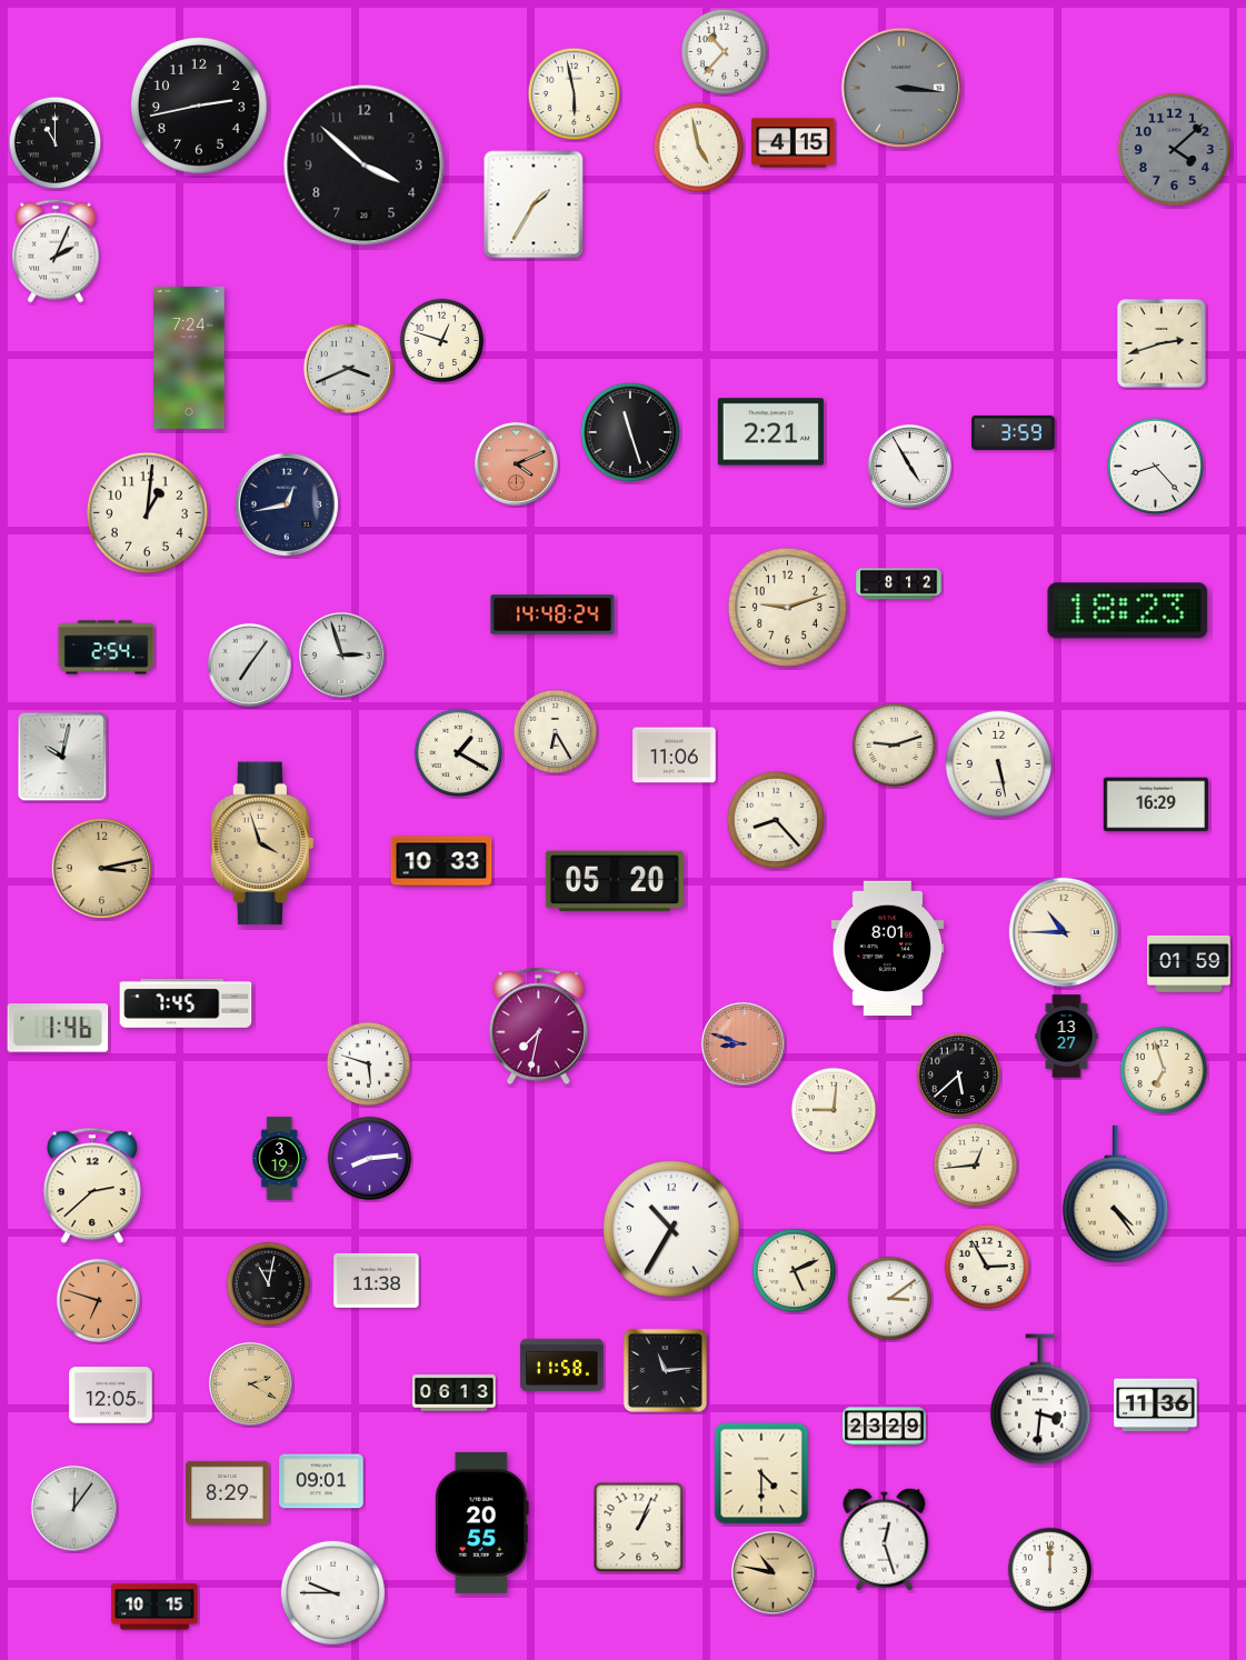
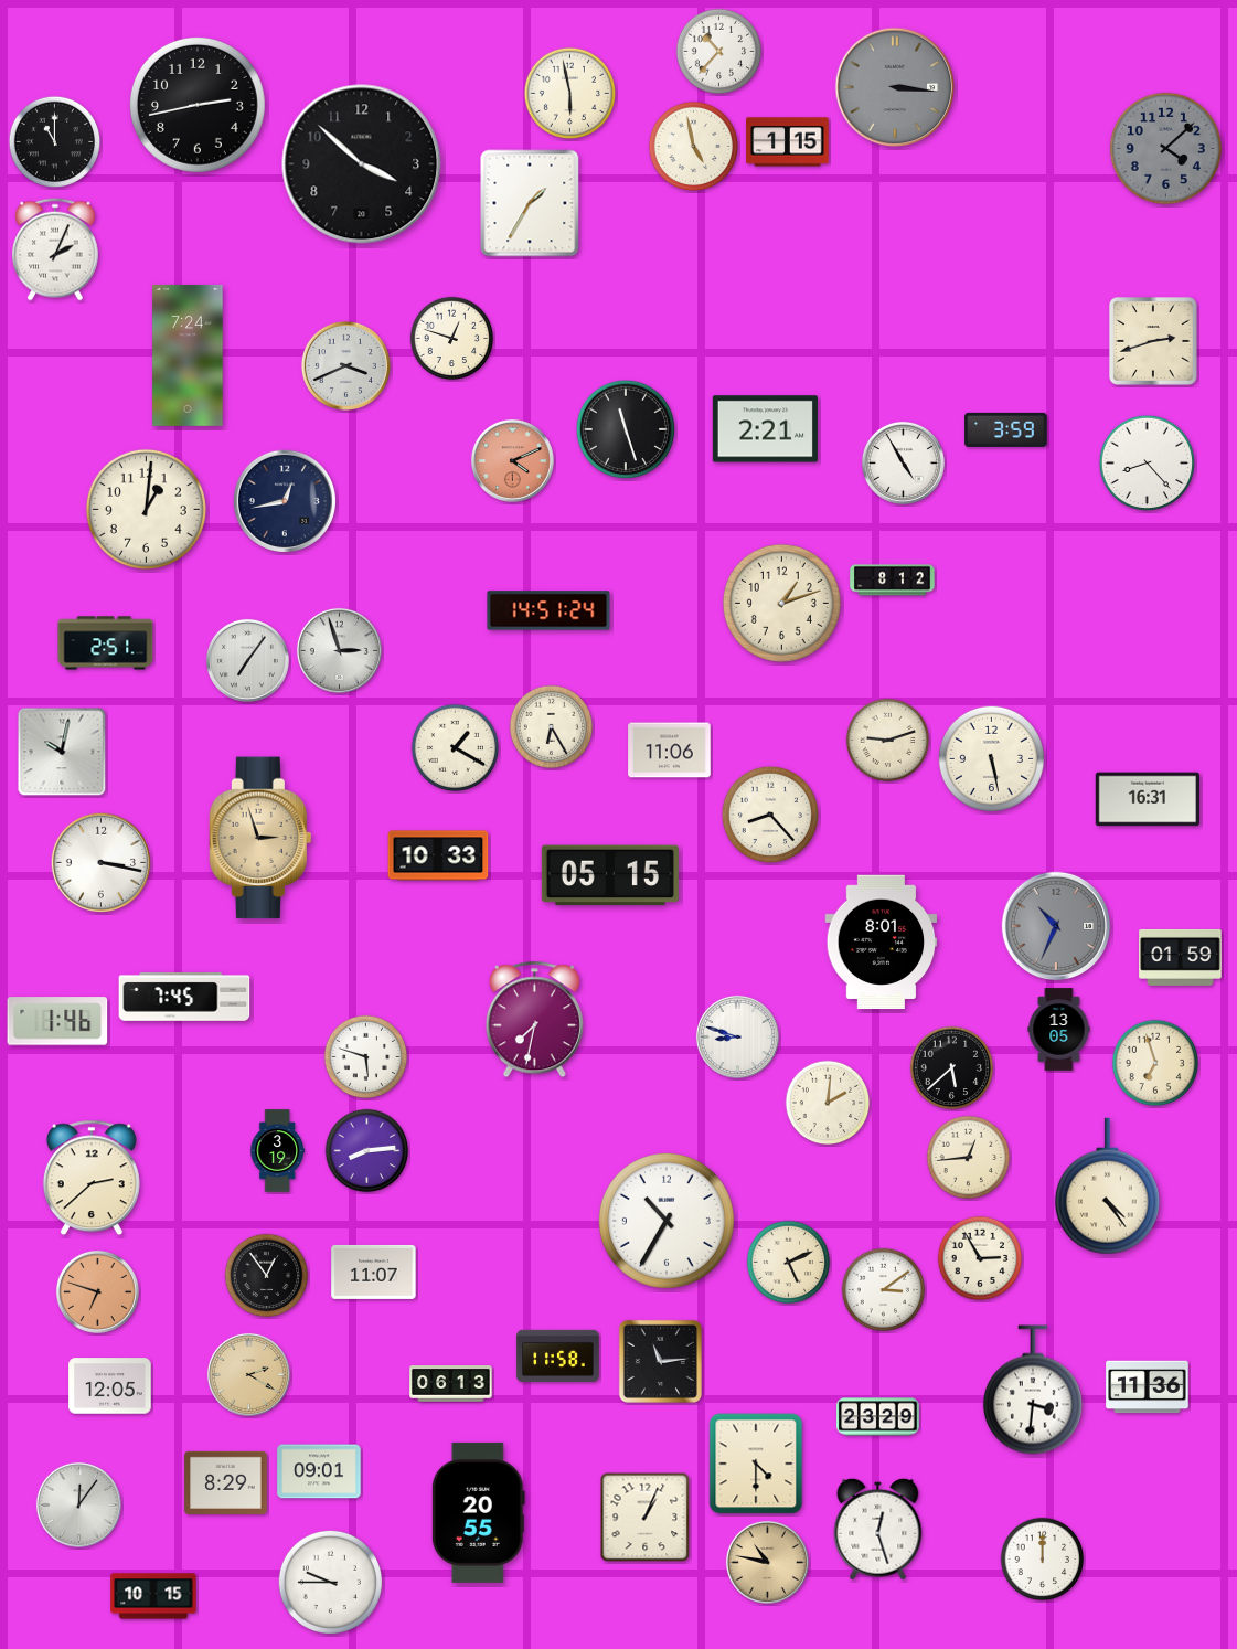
clock at (794, 143): 4:15 -> 1:15
clock at (442, 341) position: (442, 341) -> (452, 339)
clock at (787, 607): 9:12 -> 1:12
clock at (1128, 611): 18:23 -> none
clock at (552, 614): 14:48 -> 14:51
clock at (107, 648): 2:54 -> 2:51
clock at (1156, 804): 16:29 -> 16:31
clock at (262, 843): 3:57 -> 2:57
clock at (101, 868): 3:13 -> 3:17
clock at (101, 868) dial: champagne -> white
clock at (615, 881): 05:20 -> 05:15
clock at (1064, 932): 10:45 -> 10:34
clock at (1064, 932) dial: cream -> grey
clock at (1067, 1037): 13:27 -> 13:05
clock at (742, 1043) dial: salmon -> white
clock at (834, 1110): 9:01 -> 2:01
clock at (377, 1280): 11:38 -> 11:07
clock at (269, 1284): 11:02 -> 12:54
clock at (1156, 1406) position: (1156, 1406) -> (1148, 1387)
clock at (73, 1508) position: (73, 1508) -> (78, 1504)
clock at (639, 1528) position: (639, 1528) -> (646, 1518)
